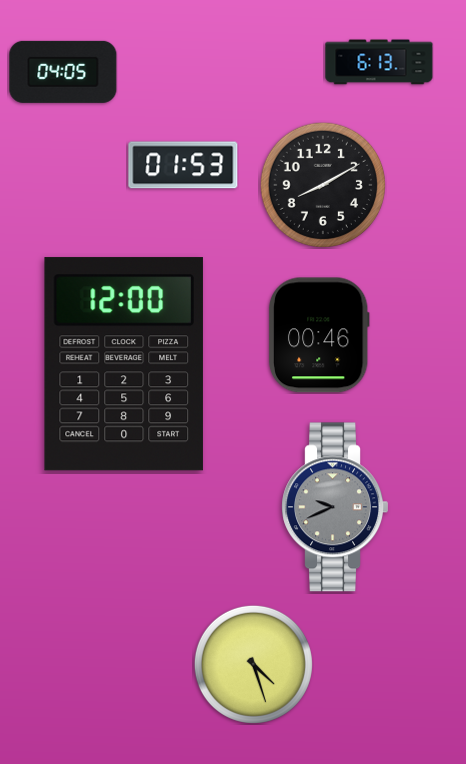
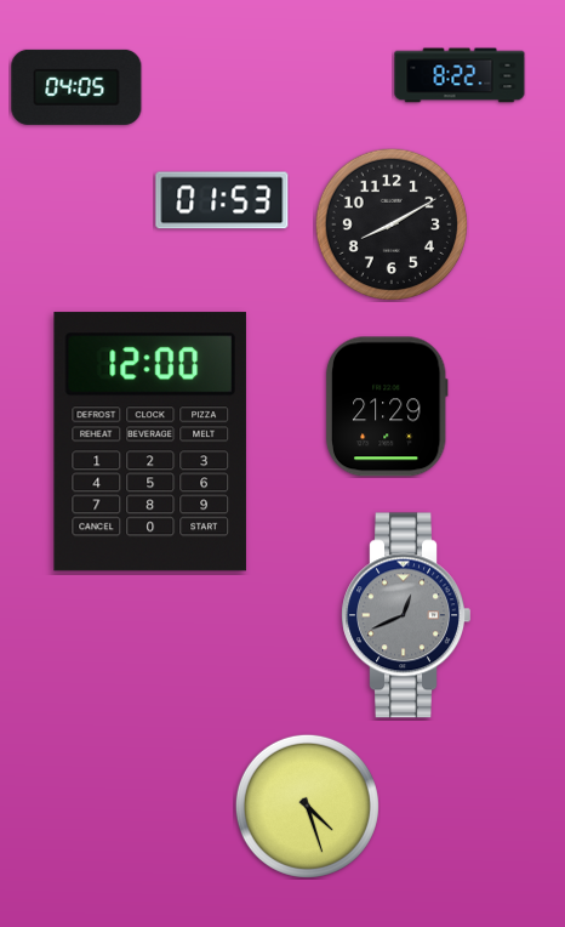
clock at (379, 62): 6:13 -> 8:22
clock at (319, 335): 00:46 -> 21:29
clock at (335, 507): 9:41 -> 12:41
